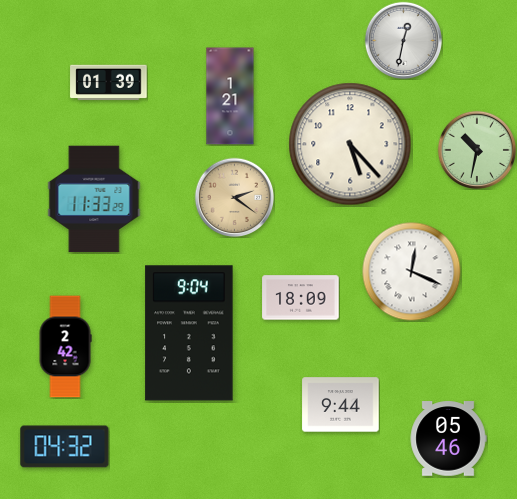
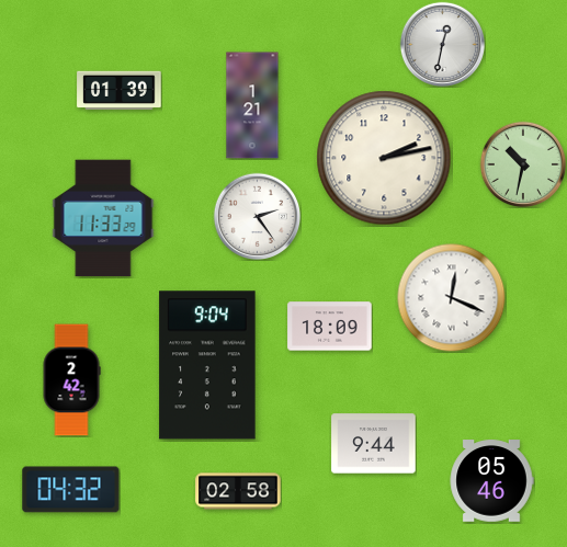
clock at (350, 144): 5:23 -> 2:13
clock at (234, 197): 2:21 -> 2:24
clock at (234, 197) dial: champagne -> white
clock at (238, 491): none -> 02:58
